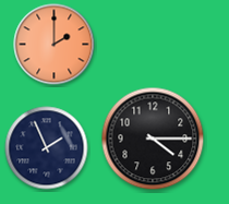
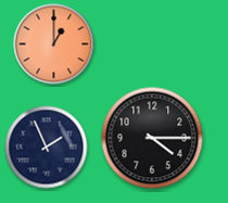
clock at (55, 45): 2:00 -> 1:00
